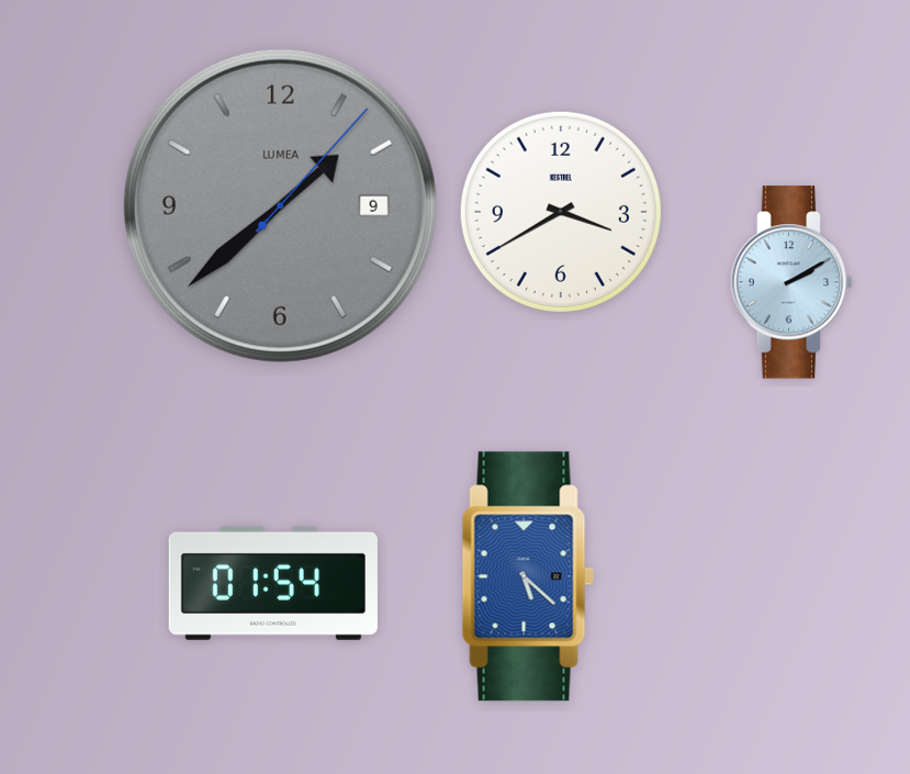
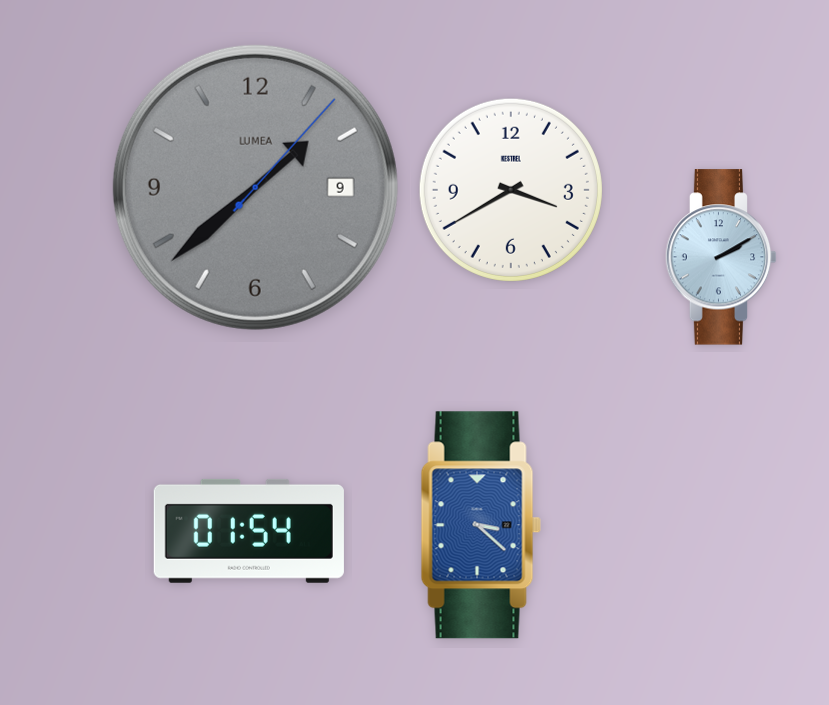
clock at (561, 212) position: (561, 212) -> (511, 190)
clock at (528, 576): 5:22 -> 3:22
